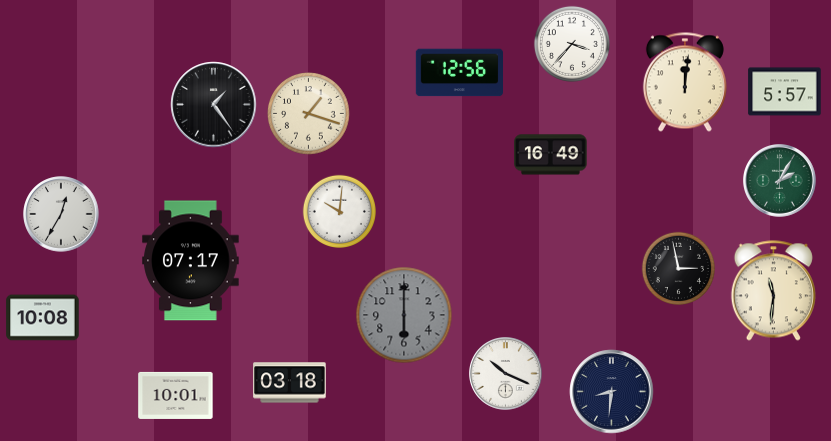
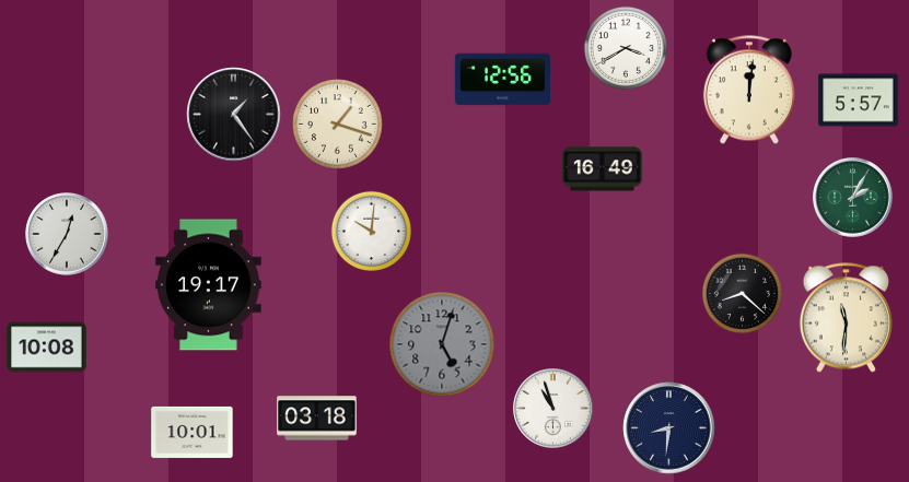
clock at (572, 44): 3:37 -> 3:40
clock at (191, 261): 07:17 -> 19:17
clock at (678, 268): 2:58 -> 8:22
clock at (404, 315): 6:00 -> 5:03
clock at (506, 374): 10:19 -> 10:57
